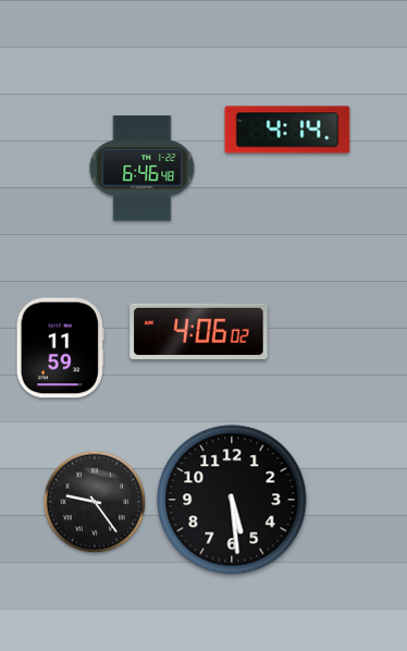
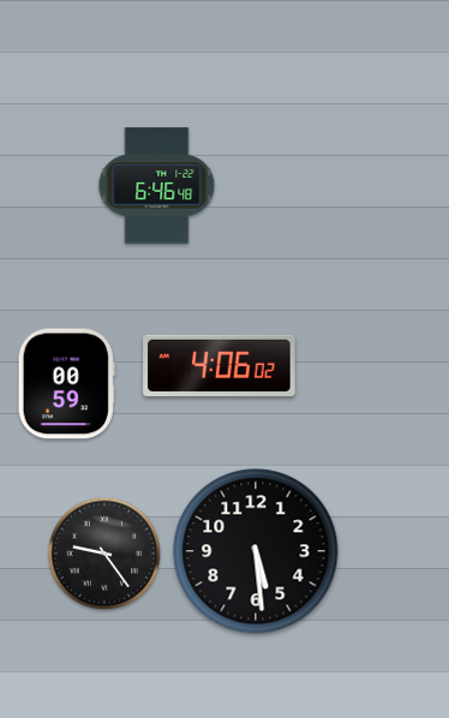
clock at (287, 130): 4:14 -> none
clock at (60, 348): 11:59 -> 00:59
